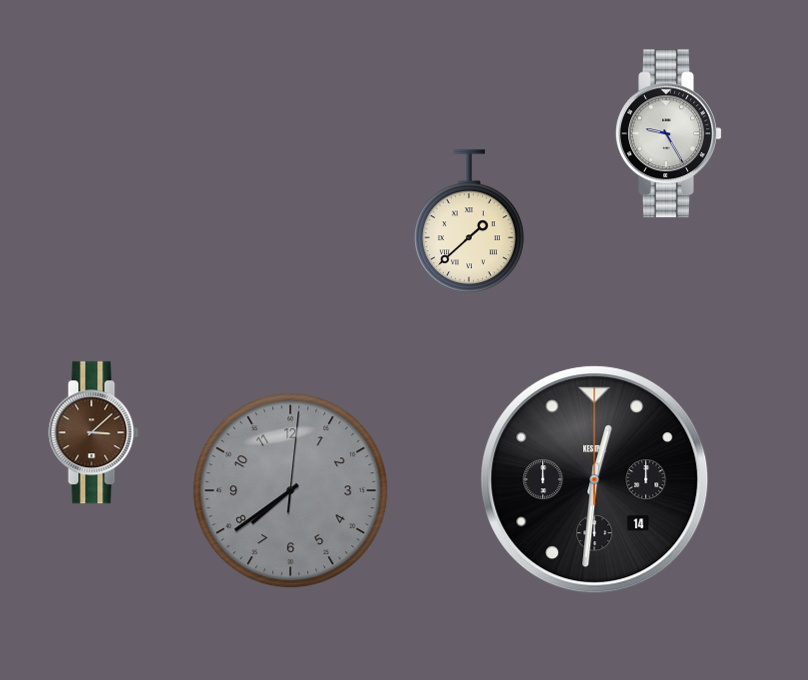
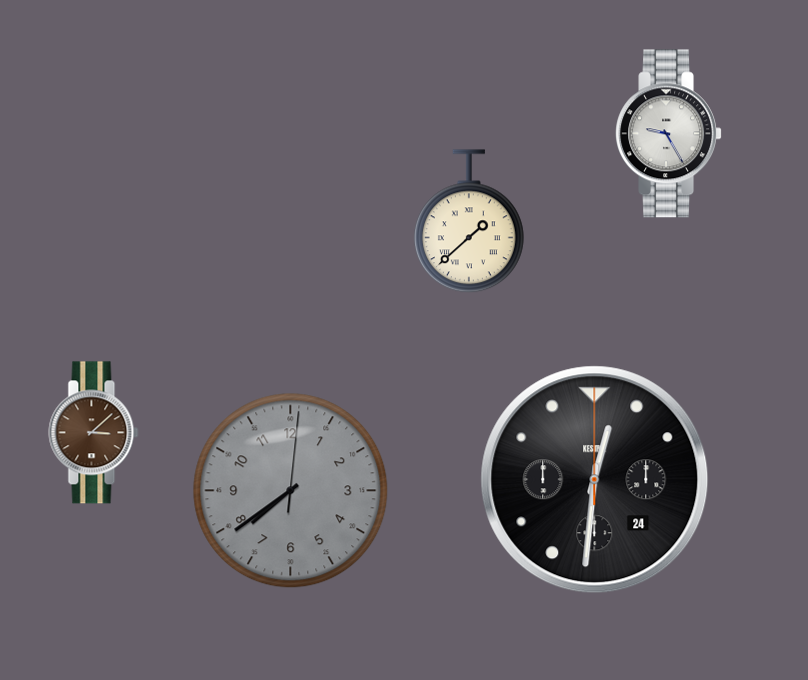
clock at (595, 480) date: 14 -> 24
